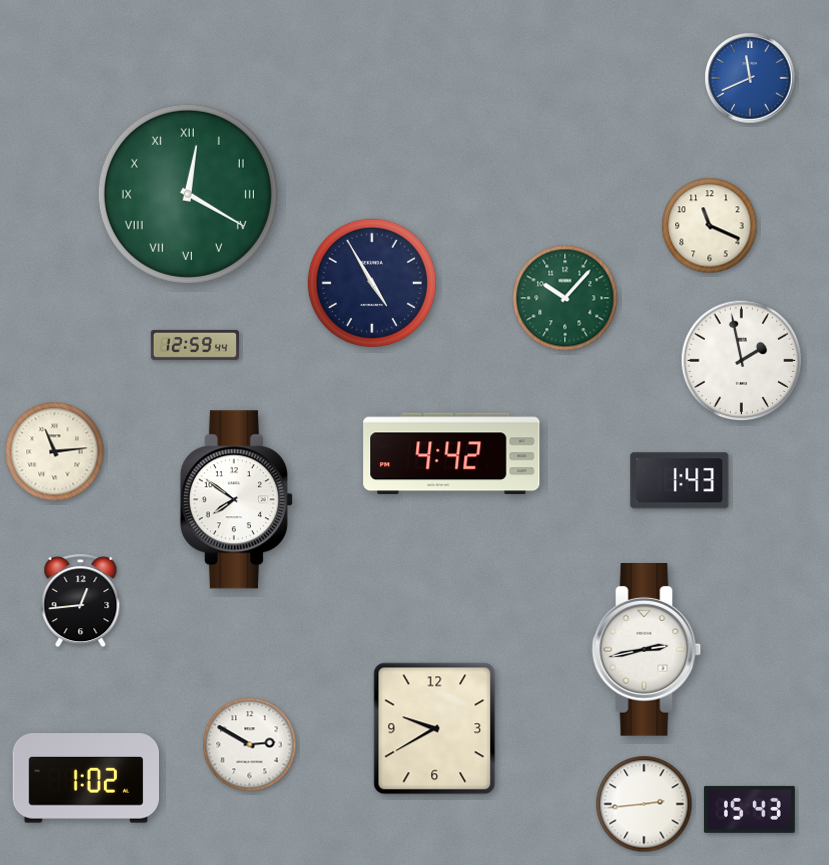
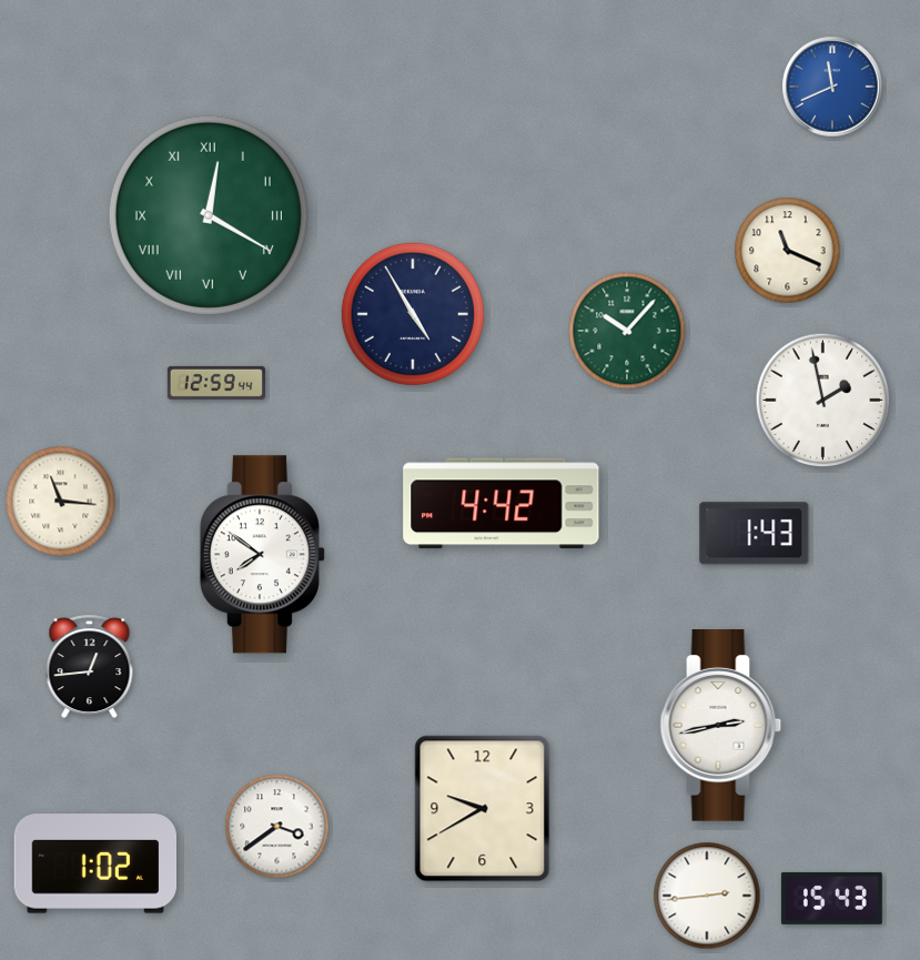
clock at (55, 452): 11:14 -> 11:16
clock at (647, 650) position: (647, 650) -> (721, 726)
clock at (250, 745): 2:50 -> 3:39
clock at (644, 804) position: (644, 804) -> (707, 896)
